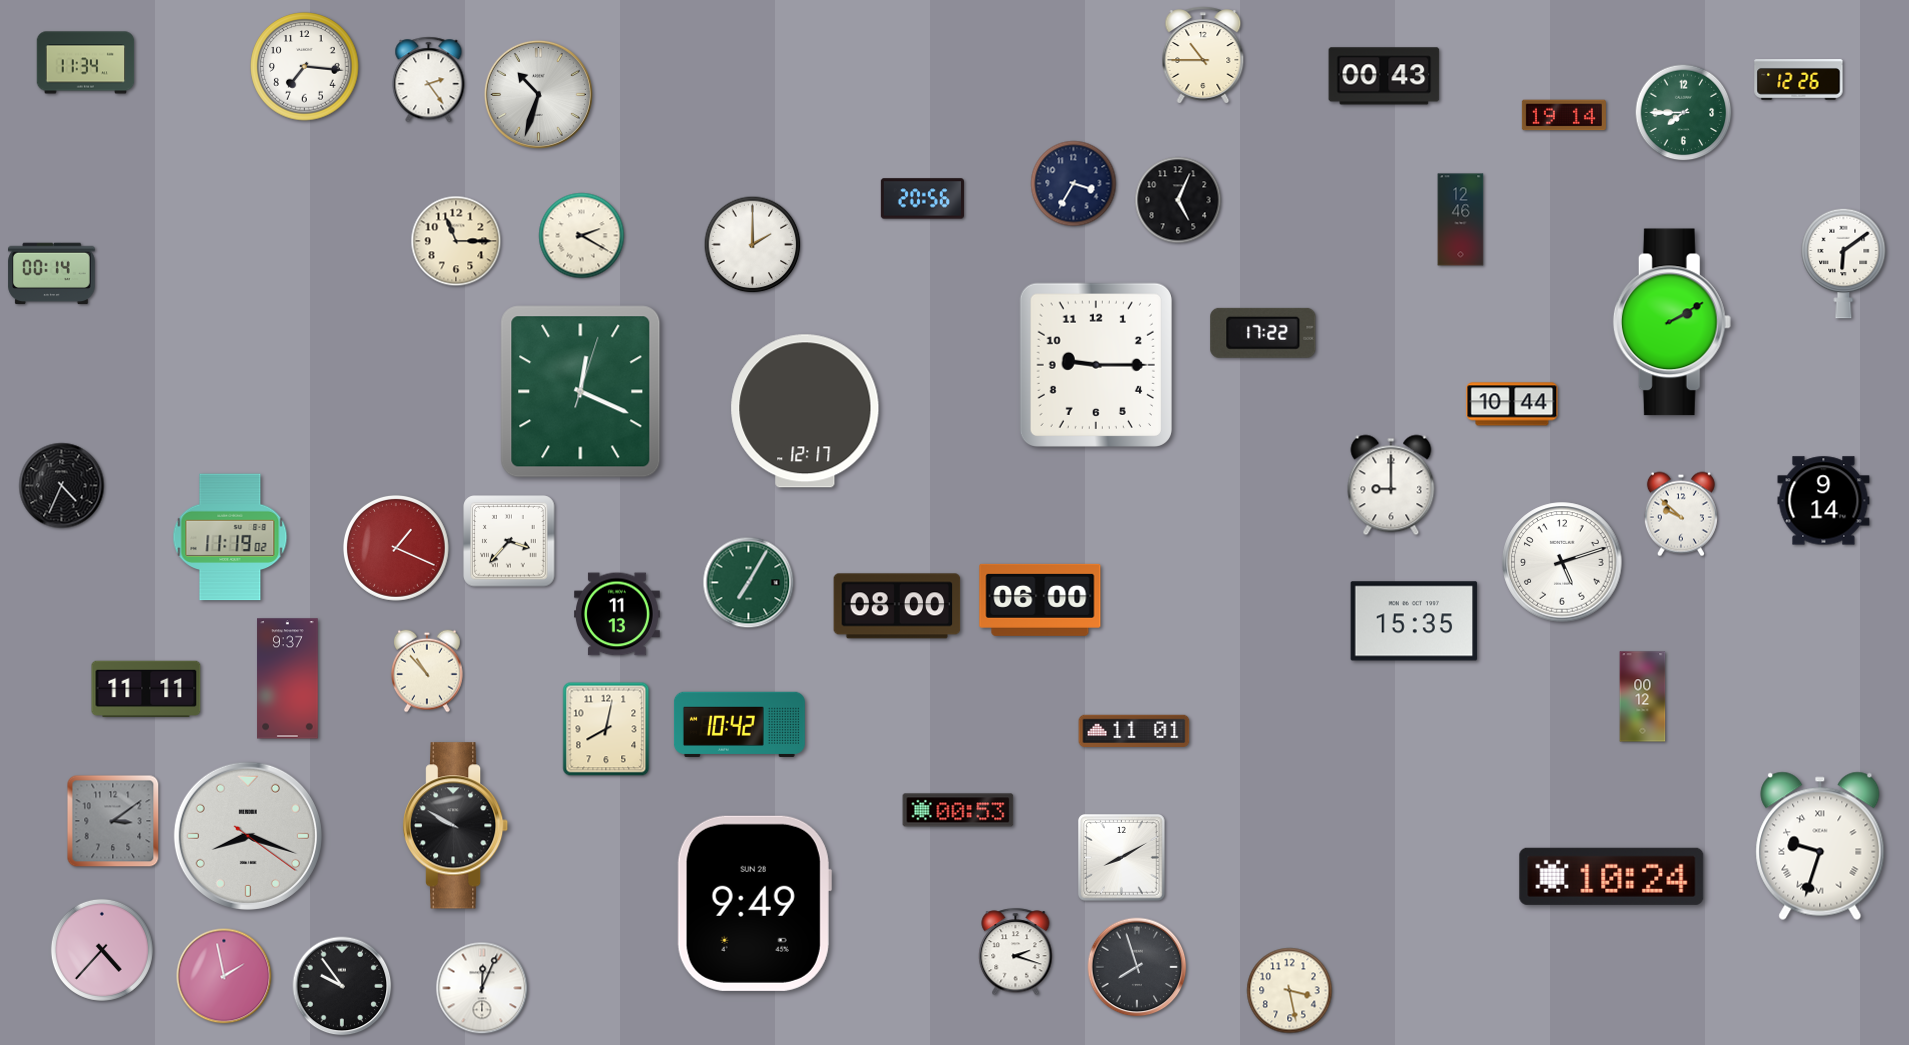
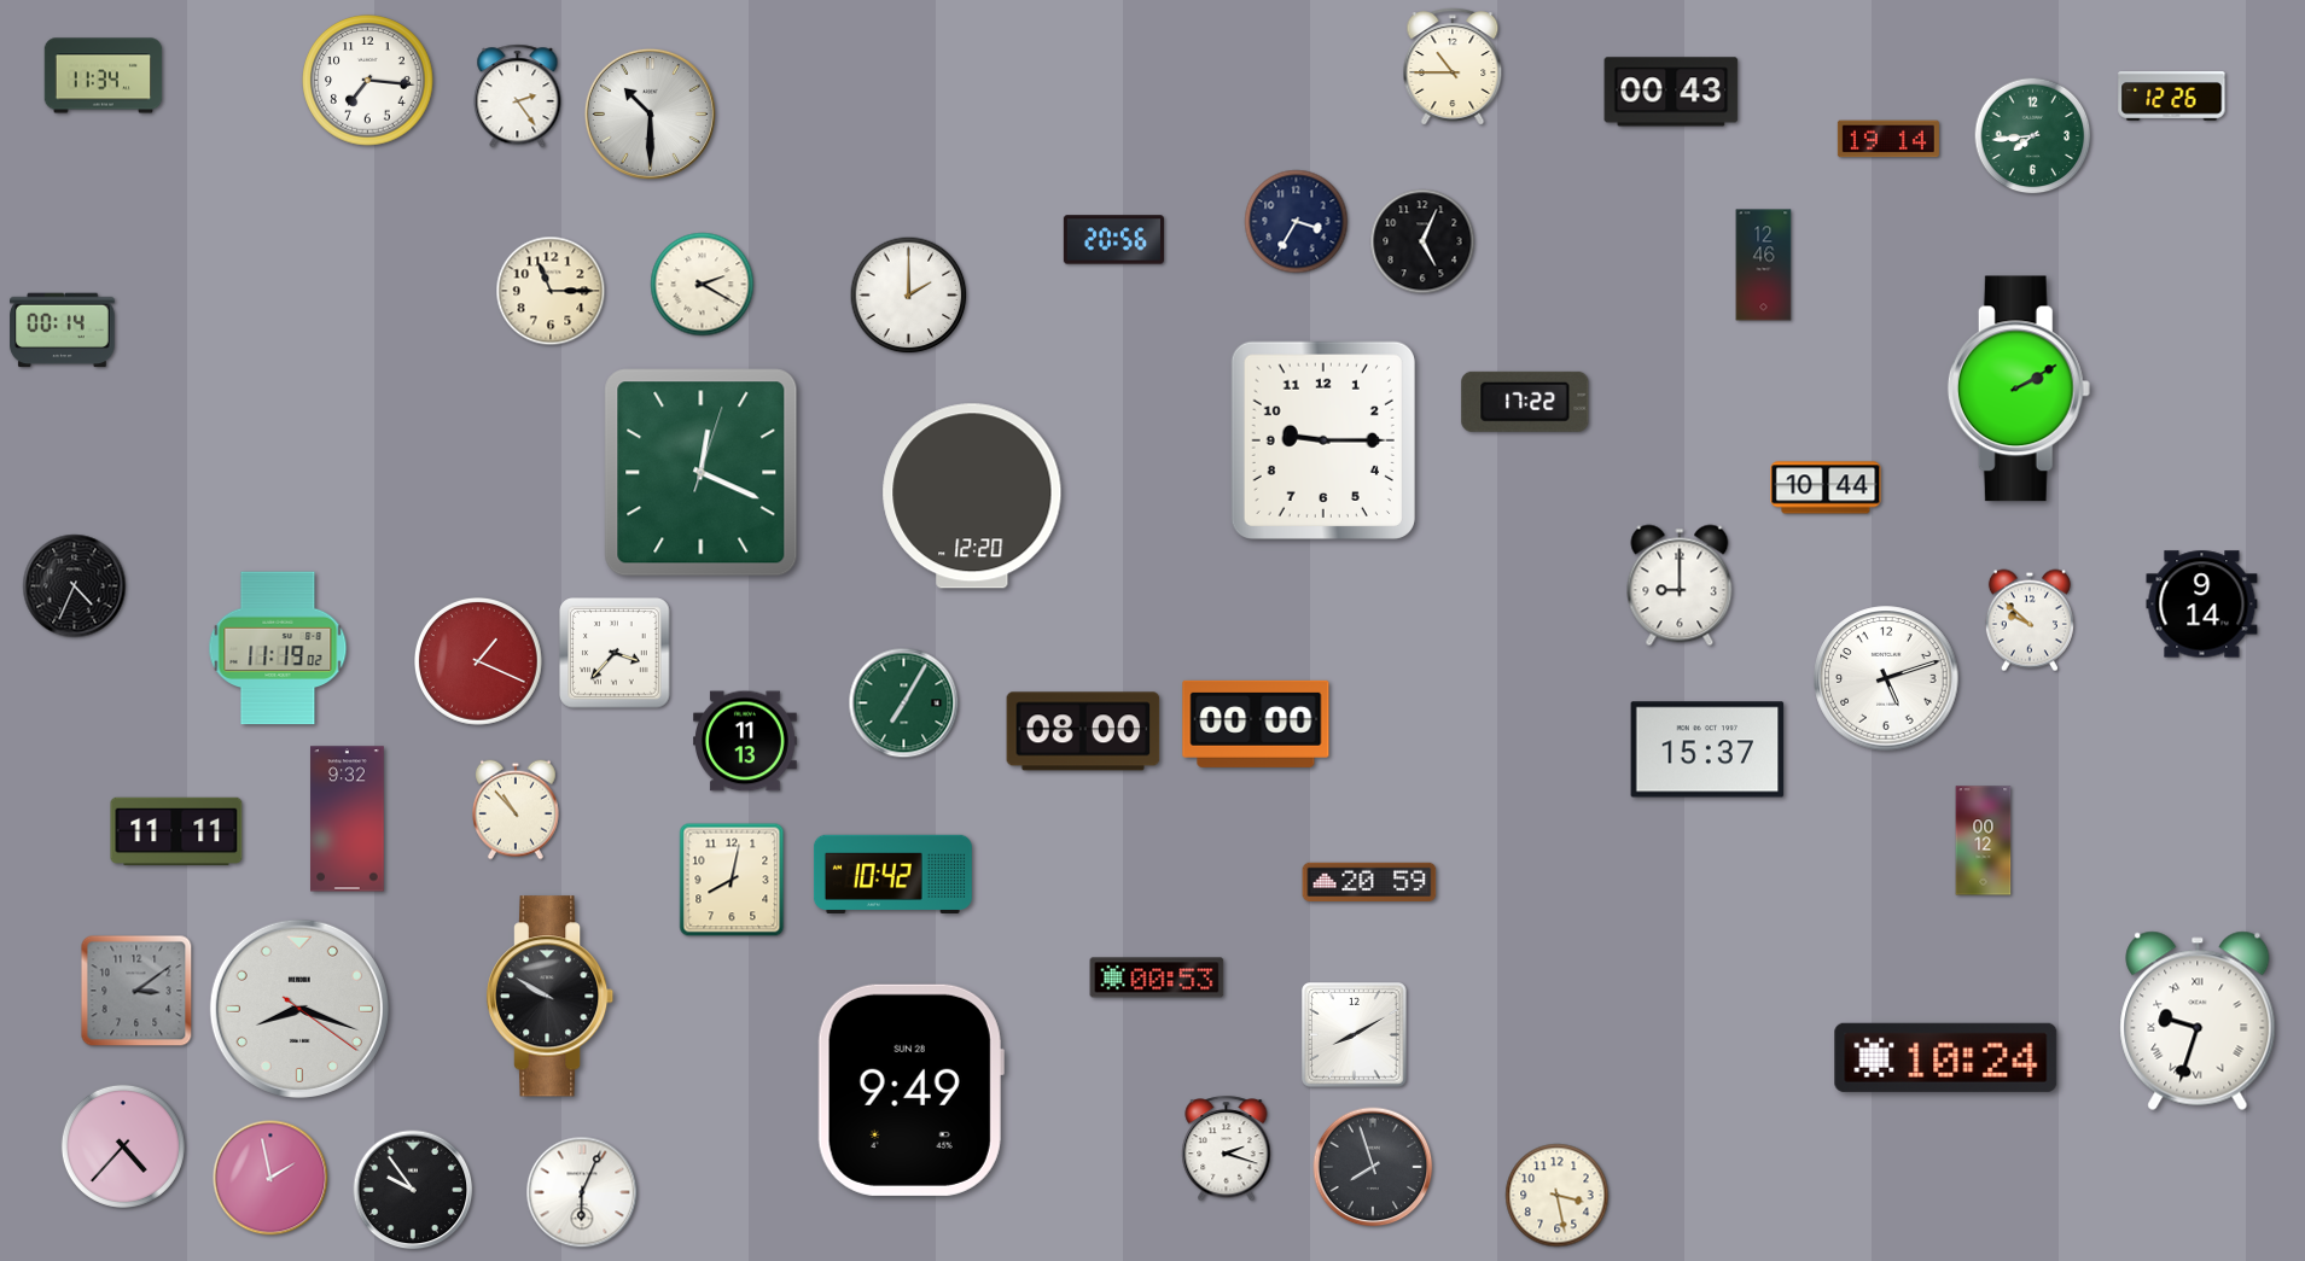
clock at (538, 94): 10:33 -> 10:30
clock at (1684, 113): 7:45 -> 7:44
clock at (1844, 263): 6:09 -> none
clock at (805, 411): 12:17 -> 12:20
clock at (1040, 600): 06:00 -> 00:00
clock at (1414, 621): 15:35 -> 15:37
clock at (288, 679): 9:37 -> 9:32
clock at (1134, 731): 11:01 -> 20:59
clock at (482, 988): 12:04 -> 6:04
